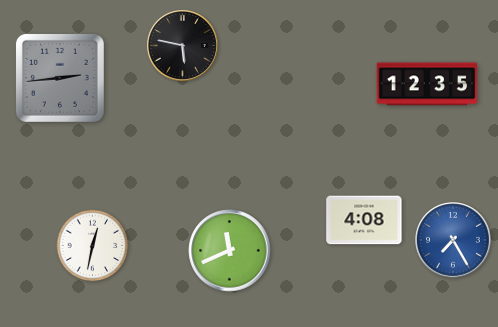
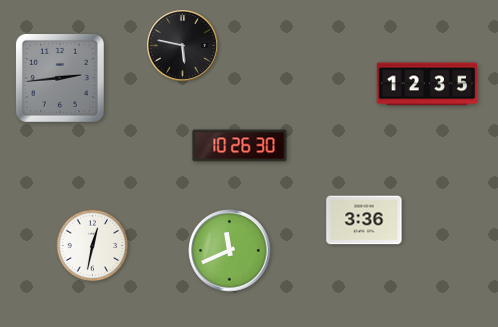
clock at (240, 146): none -> 10:26
clock at (364, 220): 4:08 -> 3:36
clock at (454, 241): 7:25 -> none
